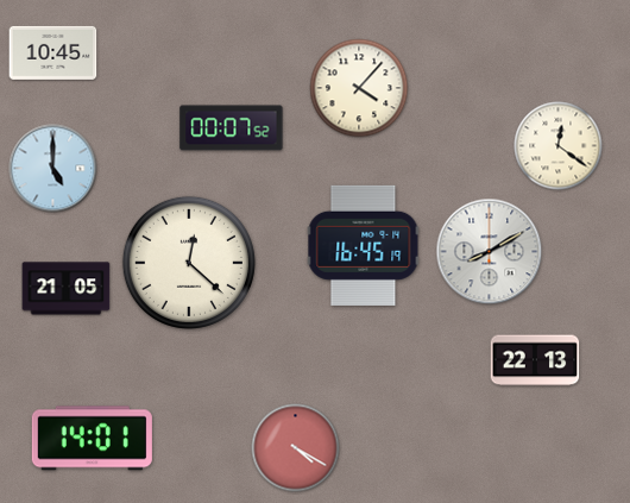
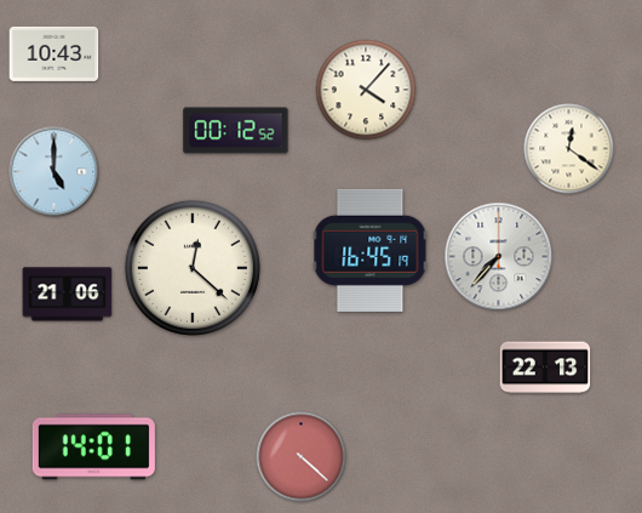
clock at (53, 52): 10:45 -> 10:43
clock at (232, 128): 00:07 -> 00:12
clock at (490, 252): 8:10 -> 7:37
clock at (67, 289): 21:05 -> 21:06
clock at (296, 448): 4:20 -> 4:22
